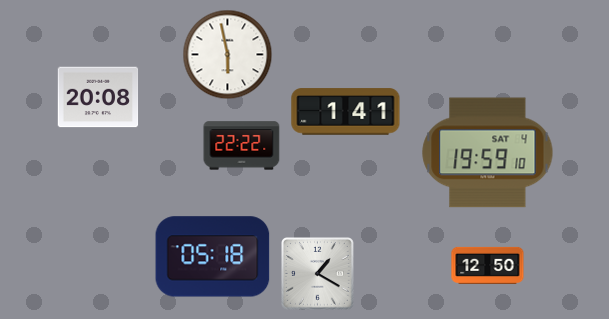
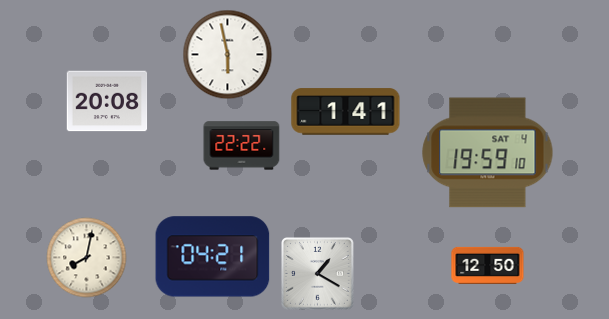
clock at (98, 97) position: (98, 97) -> (107, 101)
clock at (213, 257): 05:18 -> 04:21
clock at (87, 258): none -> 8:02
